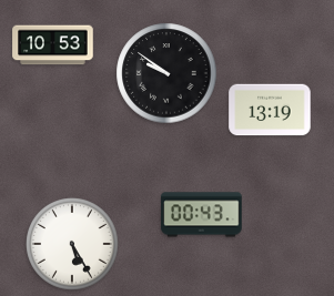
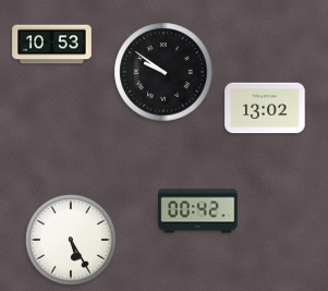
clock at (270, 110): 13:19 -> 13:02
clock at (202, 215): 00:43 -> 00:42
